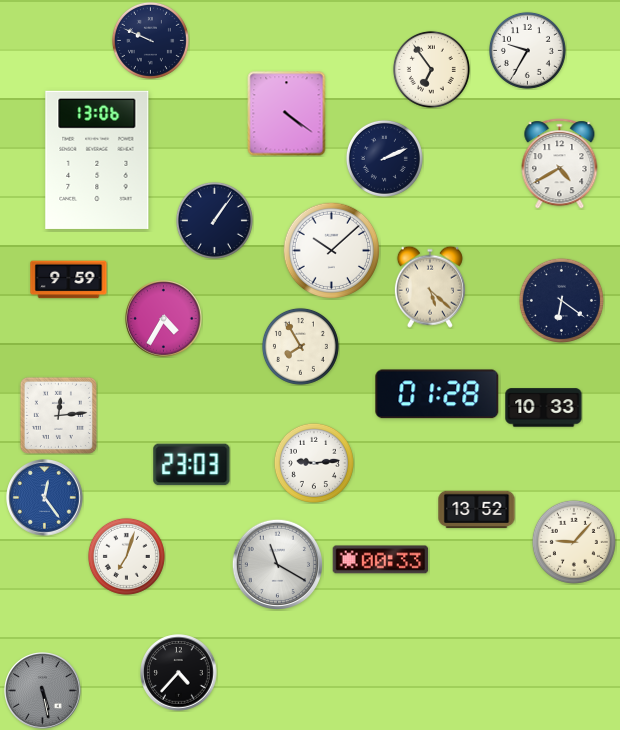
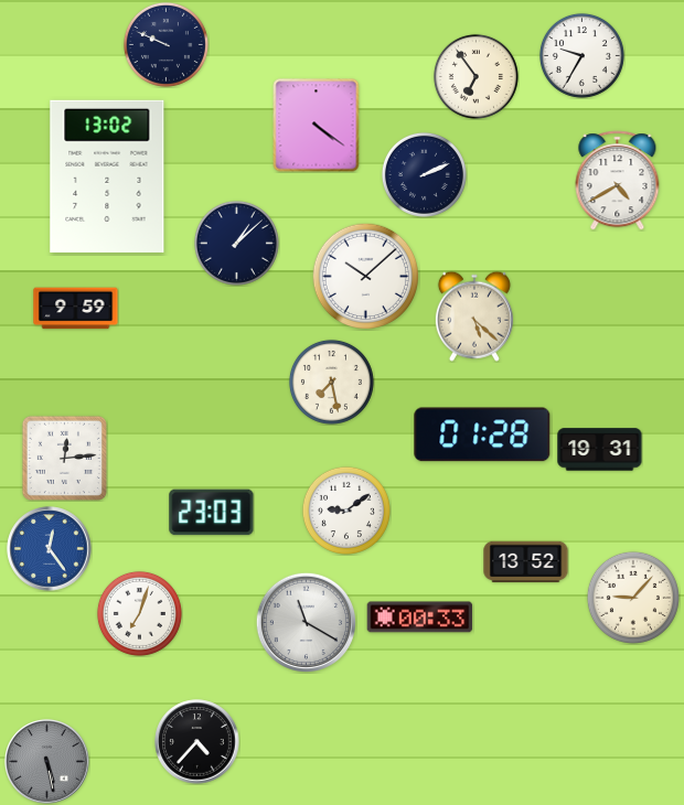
clock at (97, 160): 13:06 -> 13:02
clock at (214, 220): 1:06 -> 1:08
clock at (561, 300): 6:21 -> none
clock at (164, 319): 4:35 -> none
clock at (300, 346): 7:55 -> 7:28
clock at (544, 408): 10:33 -> 19:31
clock at (314, 463): 9:14 -> 9:09
